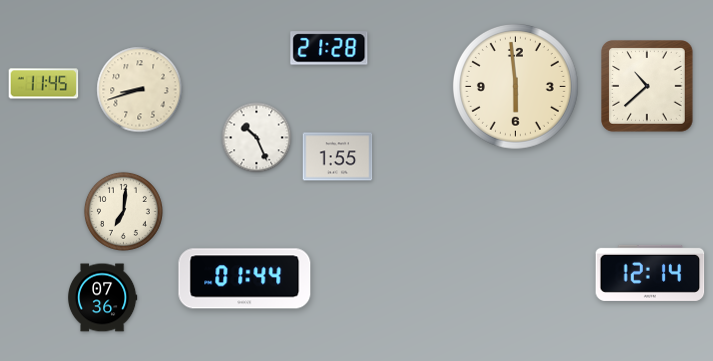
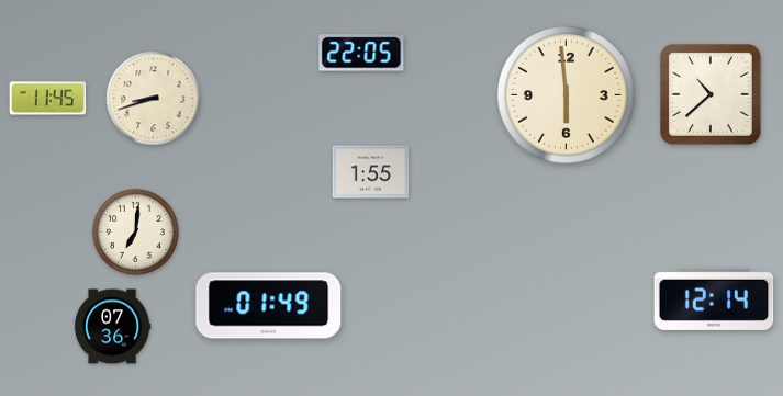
clock at (329, 48): 21:28 -> 22:05
clock at (44, 84) position: (44, 84) -> (48, 99)
clock at (257, 138): 10:26 -> none
clock at (245, 279): 01:44 -> 01:49
